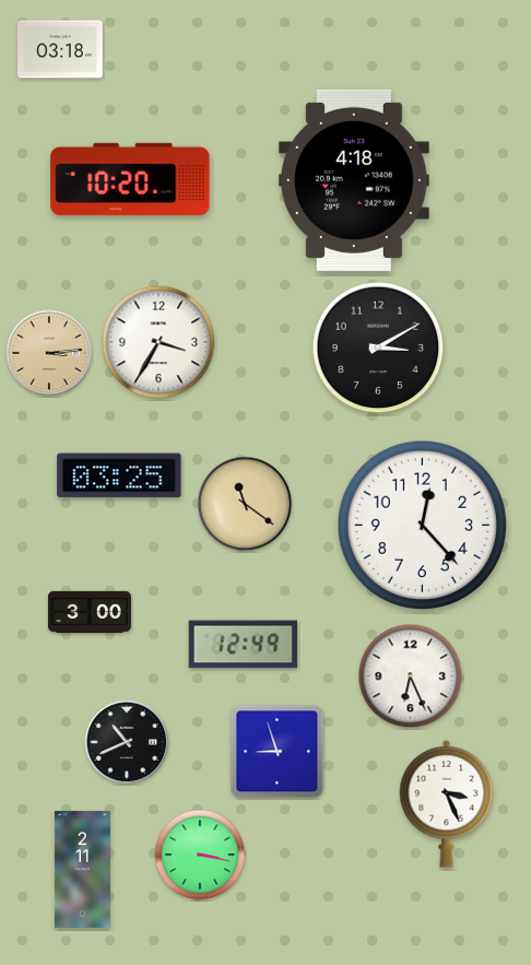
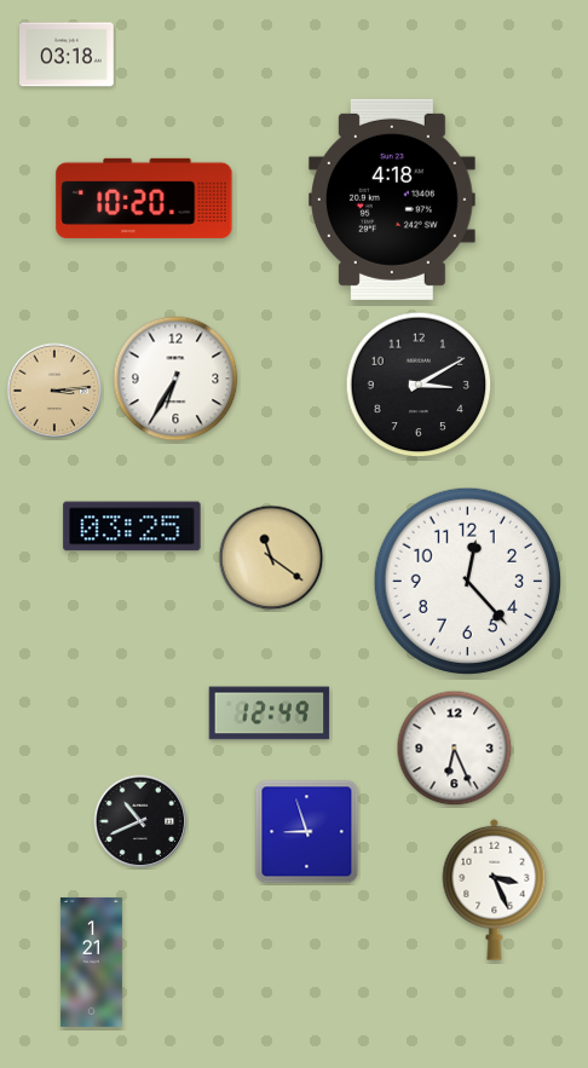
clock at (158, 342): 3:35 -> 6:35
clock at (90, 612): 3:00 -> none
clock at (200, 855): 3:17 -> none
clock at (82, 869): 2:11 -> 1:21
